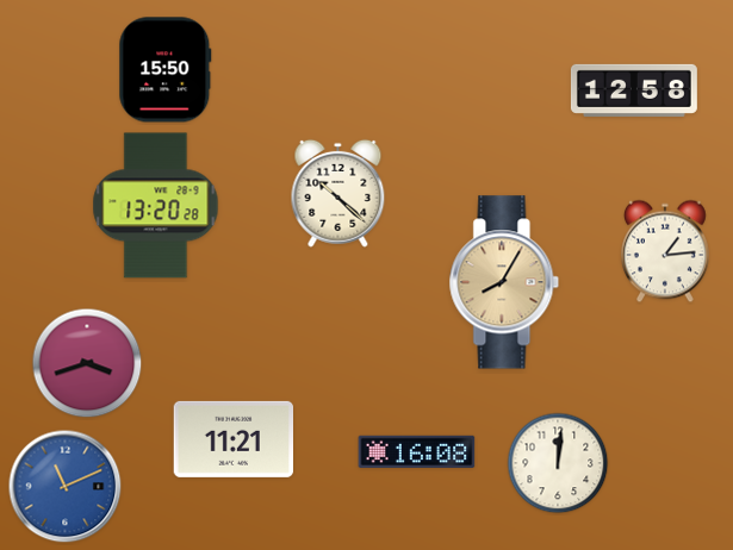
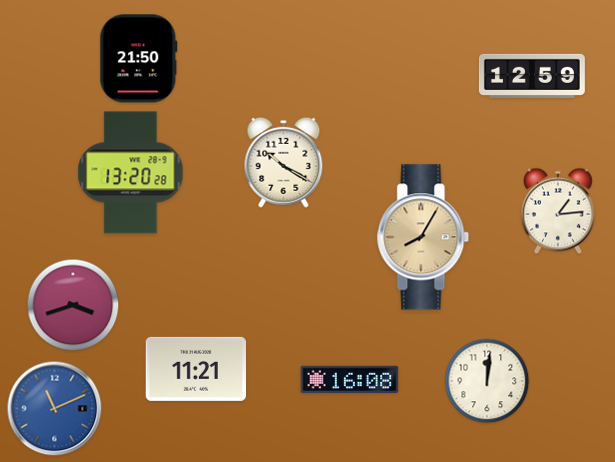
clock at (166, 70): 15:50 -> 21:50
clock at (634, 90): 12:58 -> 12:59
clock at (338, 193): 10:22 -> 10:20
clock at (558, 463) position: (558, 463) -> (487, 381)
